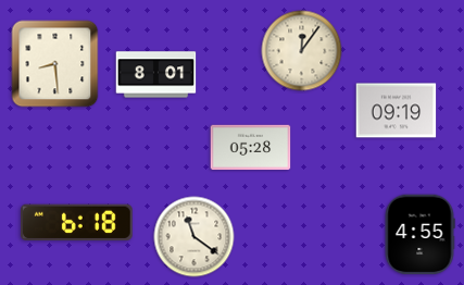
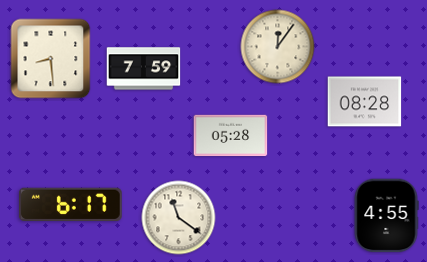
clock at (156, 75): 8:01 -> 7:59
clock at (397, 111): 09:19 -> 08:28
clock at (76, 222): 6:18 -> 6:17
